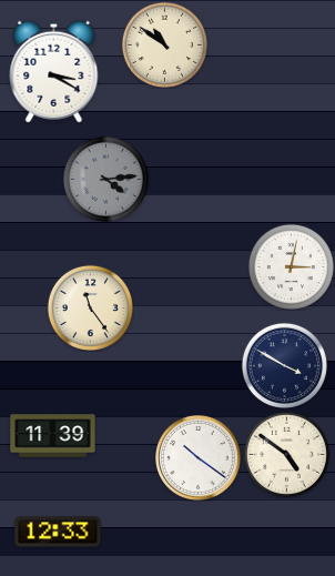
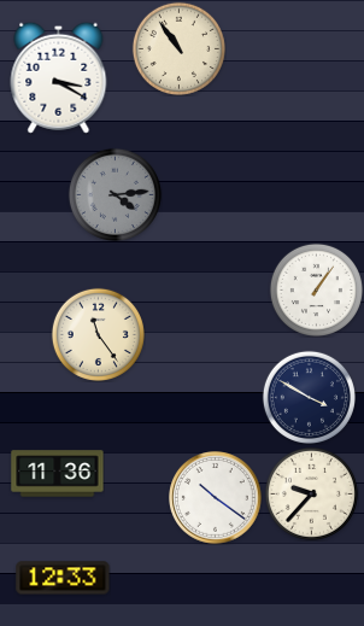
clock at (164, 44): 10:51 -> 10:54
clock at (291, 266): 3:02 -> 1:06
clock at (53, 436): 11:39 -> 11:36
clock at (286, 454): 4:51 -> 9:37
